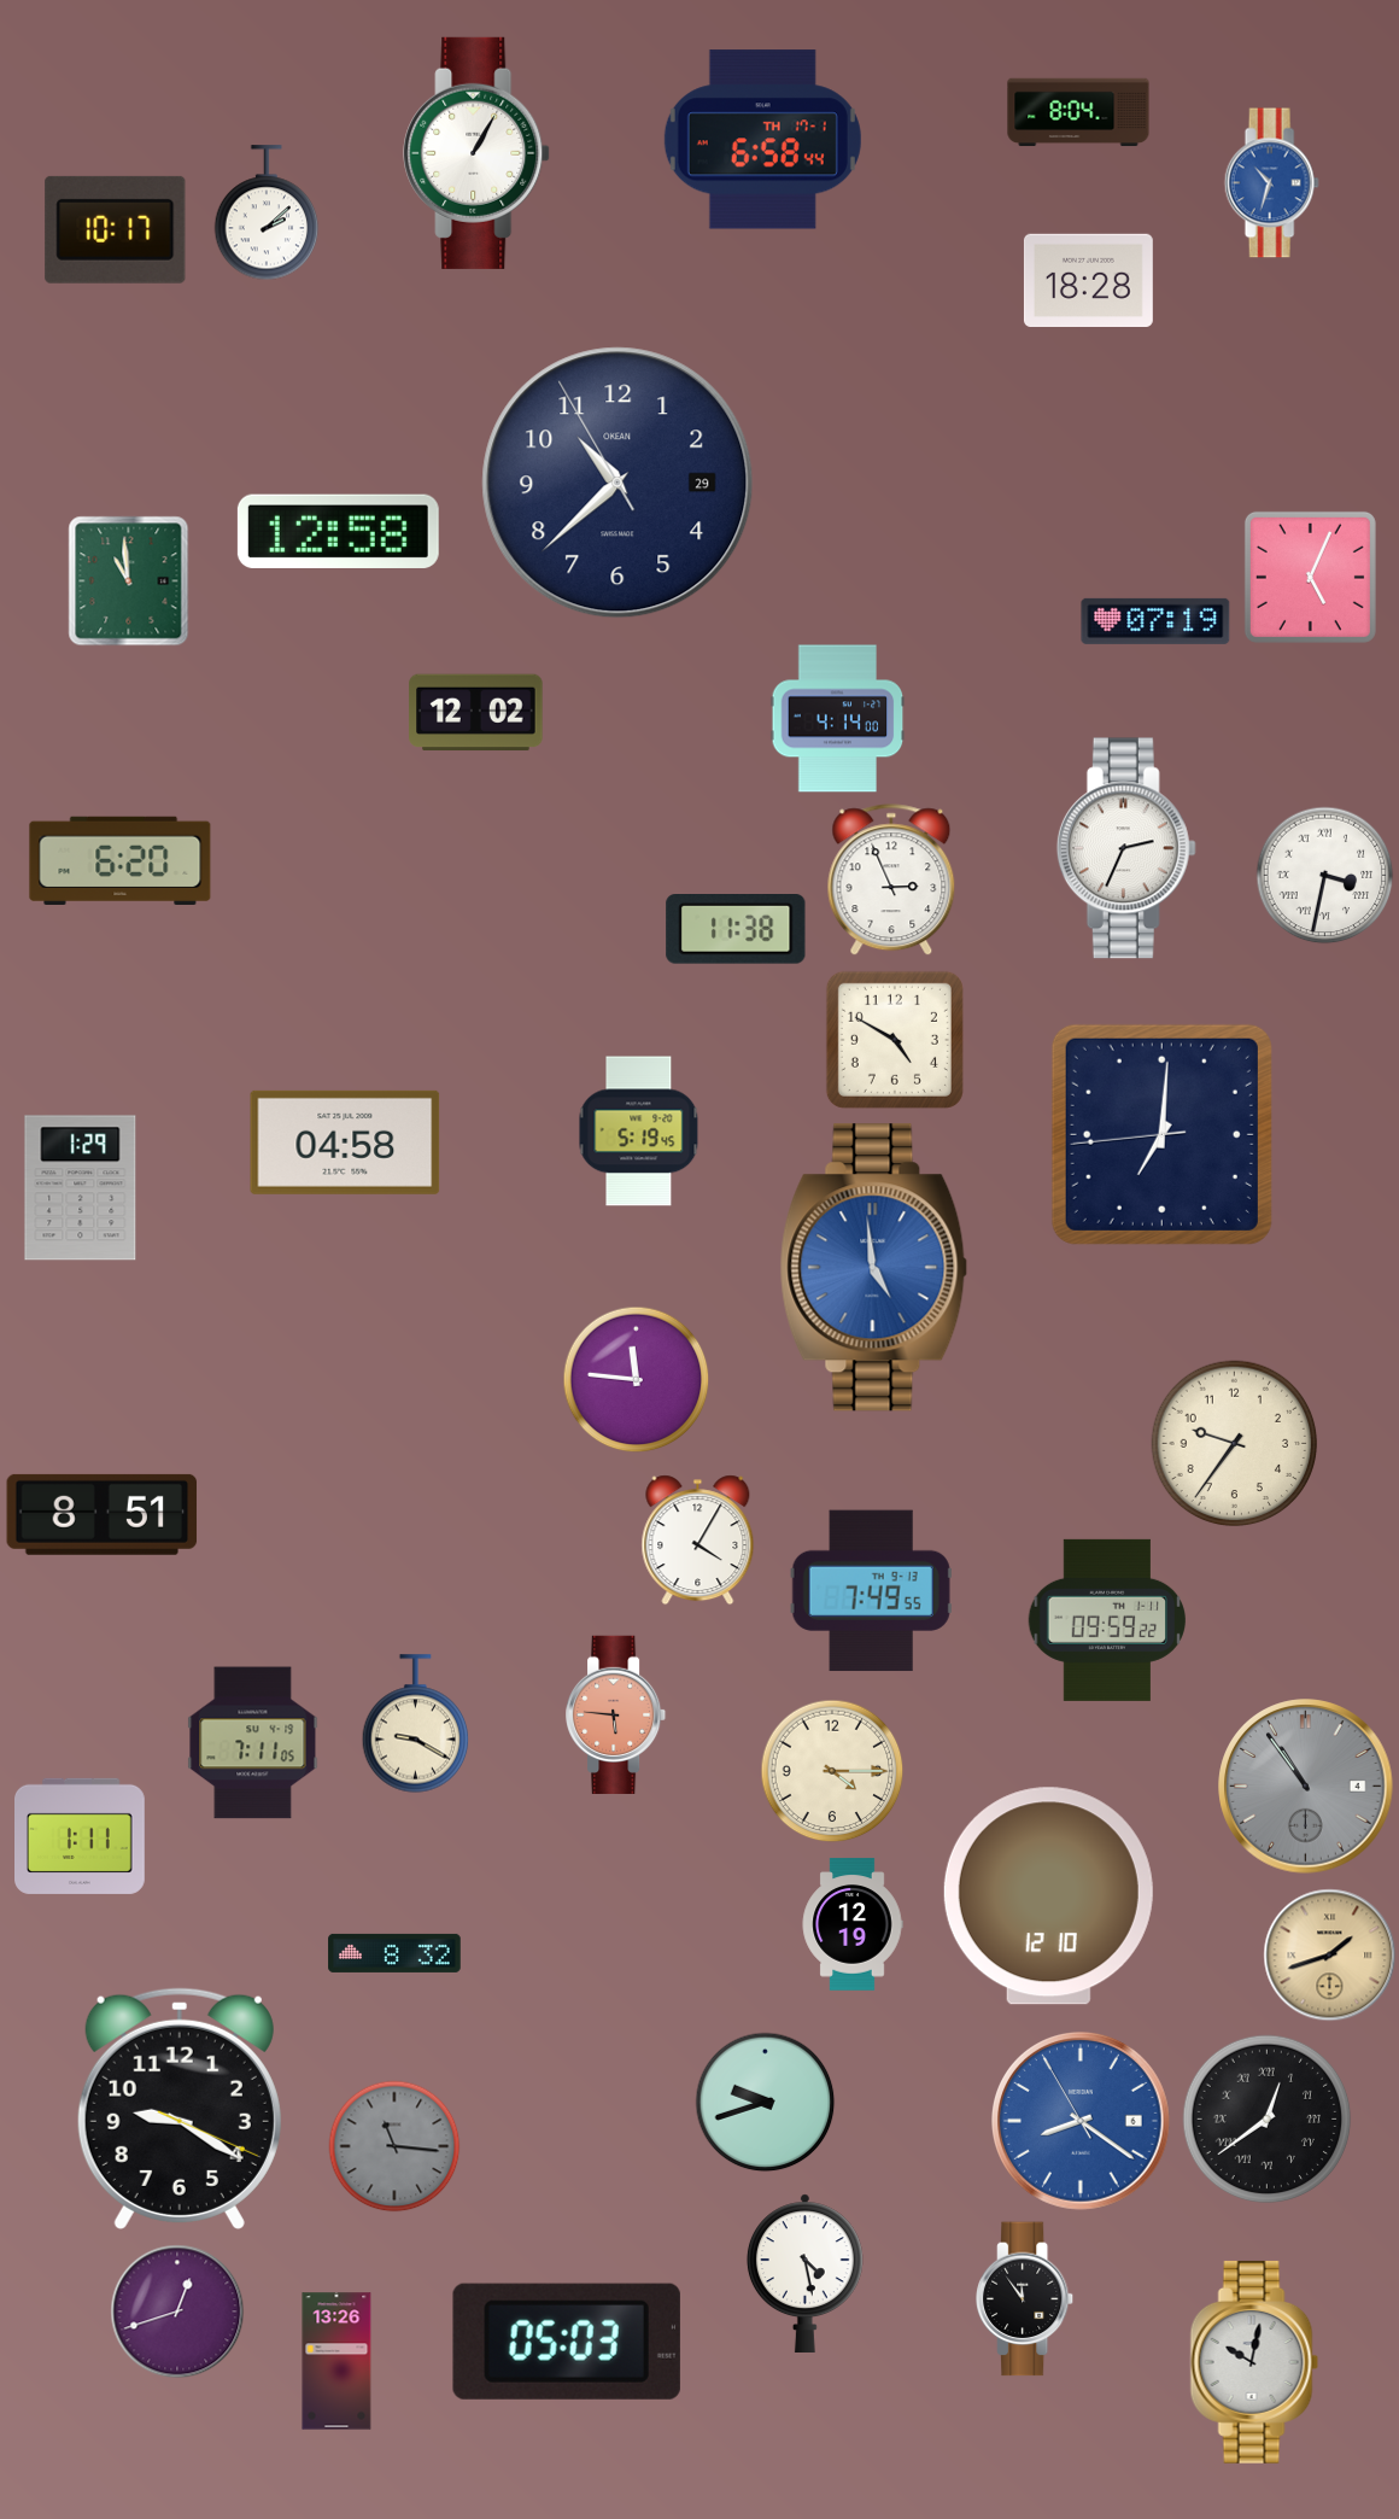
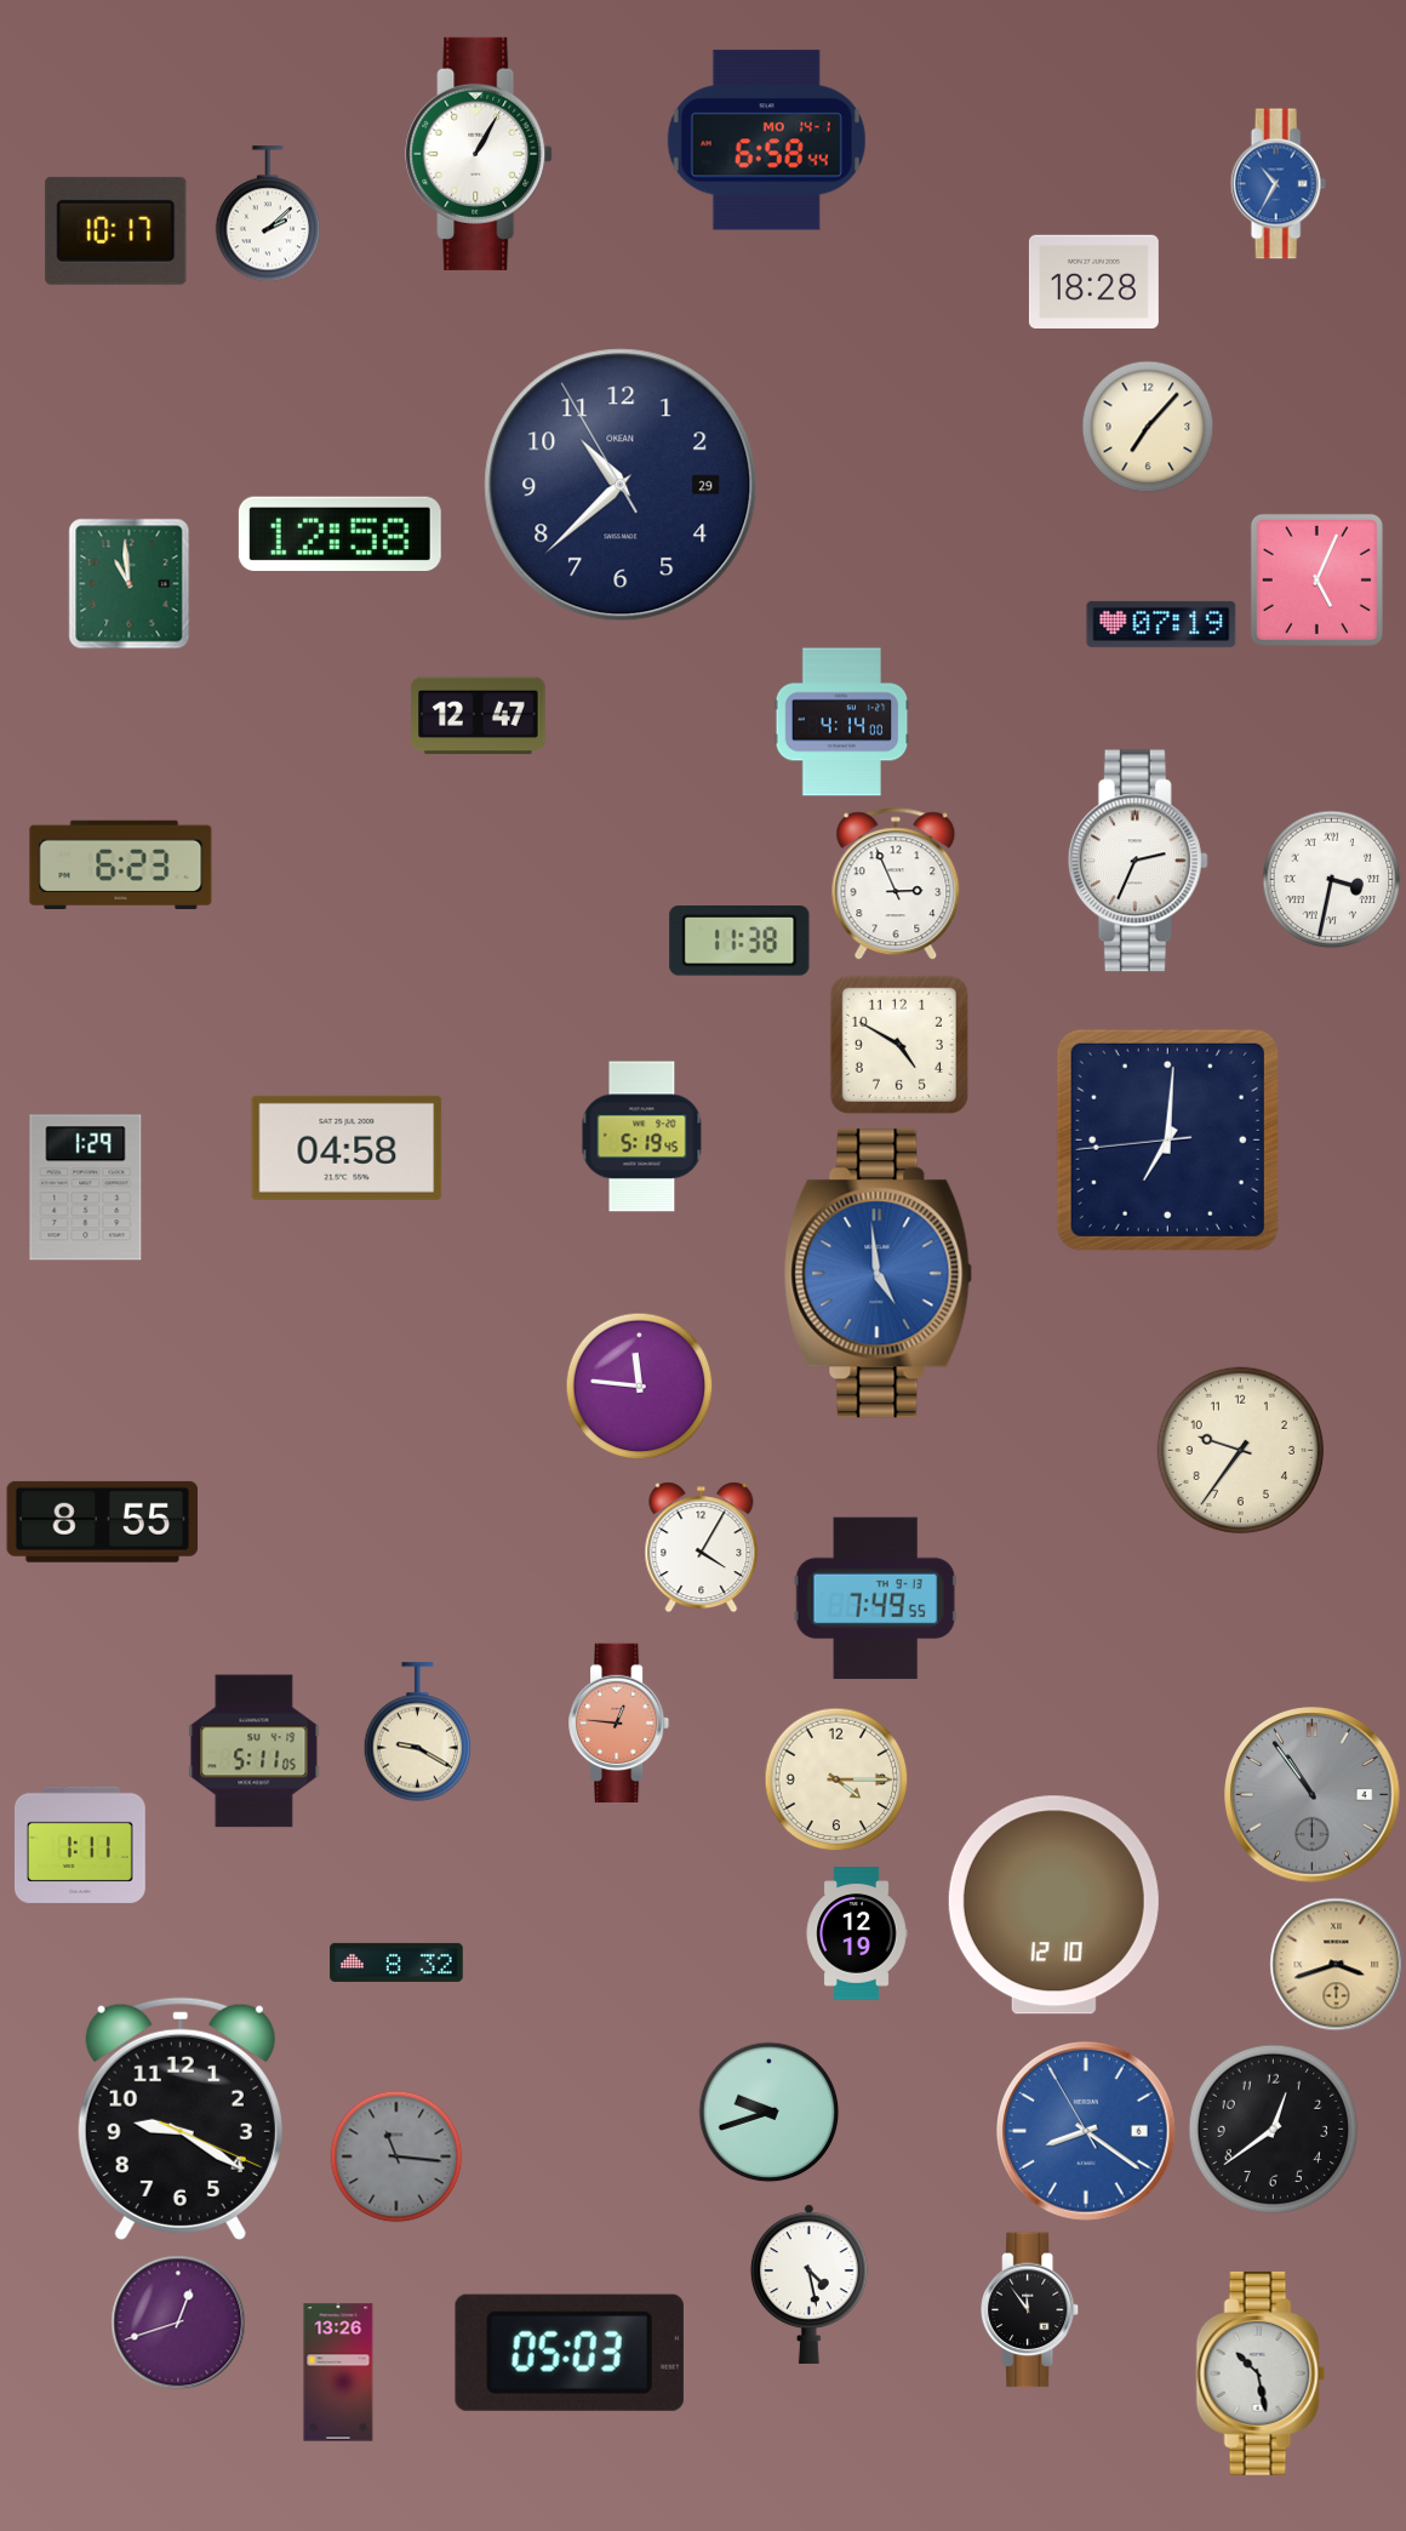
clock at (1078, 112): 8:04 -> none
clock at (762, 140) date: TH 17-1 -> MO 14-1
clock at (1271, 183): 10:33 -> 10:35
clock at (1148, 427): none -> 7:07
clock at (476, 713): 12:02 -> 12:47
clock at (1126, 848) position: (1126, 848) -> (1138, 861)
clock at (121, 860): 6:20 -> 6:23
clock at (736, 930) position: (736, 930) -> (739, 942)
clock at (81, 1188) position: (81, 1188) -> (86, 1188)
clock at (103, 1514): 8:51 -> 8:55
clock at (1107, 1620): 09:59 -> none
clock at (617, 1714): 5:46 -> 12:46
clock at (253, 1743): 7:11 -> 5:11
clock at (1330, 1956): 1:42 -> 3:42
clock at (1268, 2120) numerals: Roman -> Arabic
clock at (1254, 2362): 10:02 -> 10:28
